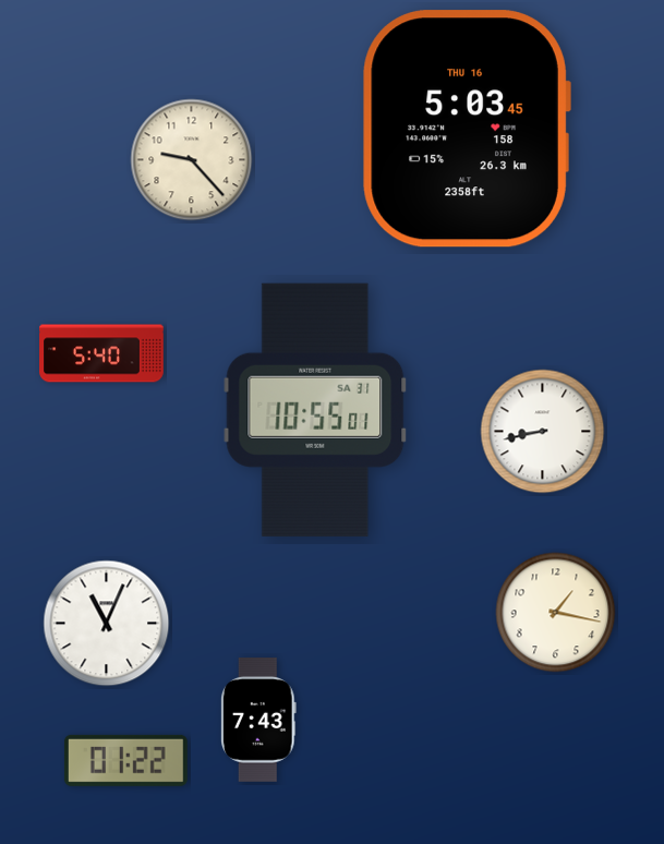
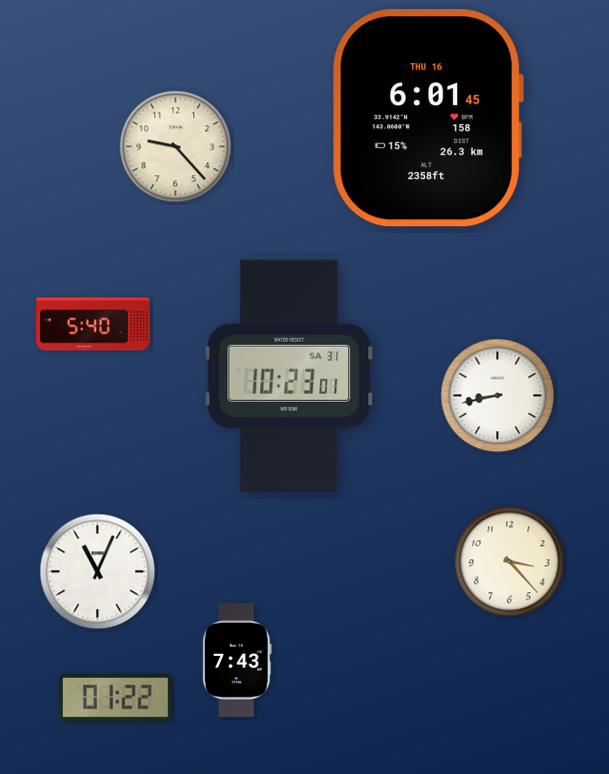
clock at (467, 129): 5:03 -> 6:01
clock at (315, 410): 10:55 -> 10:23
clock at (556, 613): 1:17 -> 3:23
